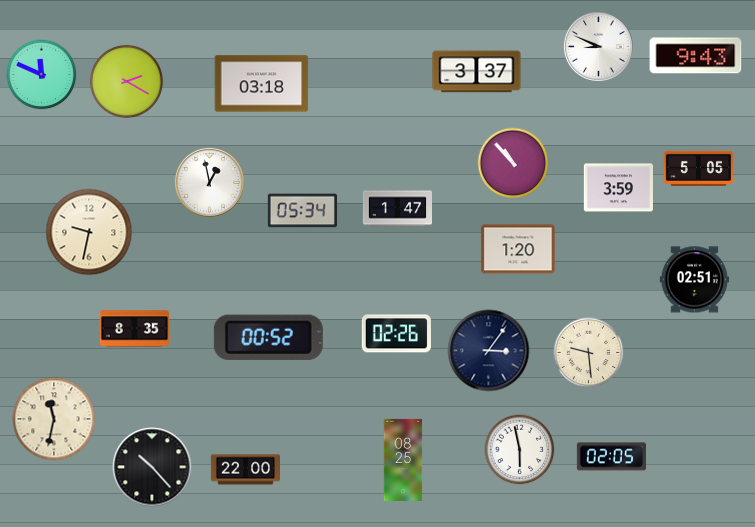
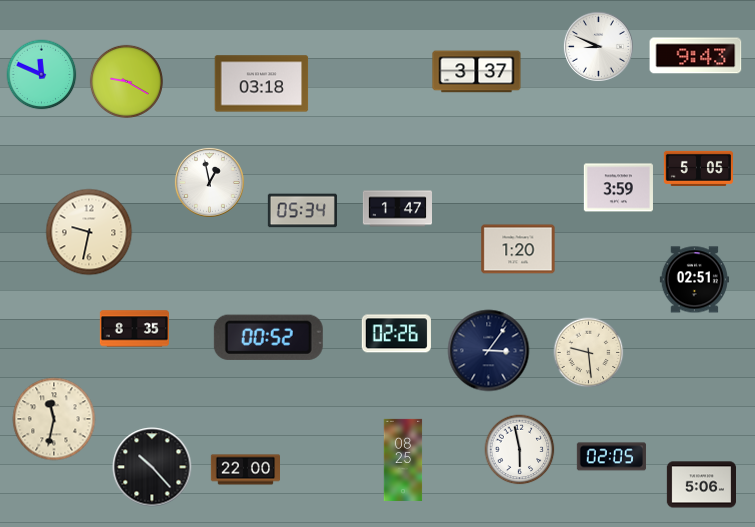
clock at (126, 81): 2:20 -> 9:20
clock at (513, 163): 10:53 -> none
clock at (701, 485): none -> 5:06
